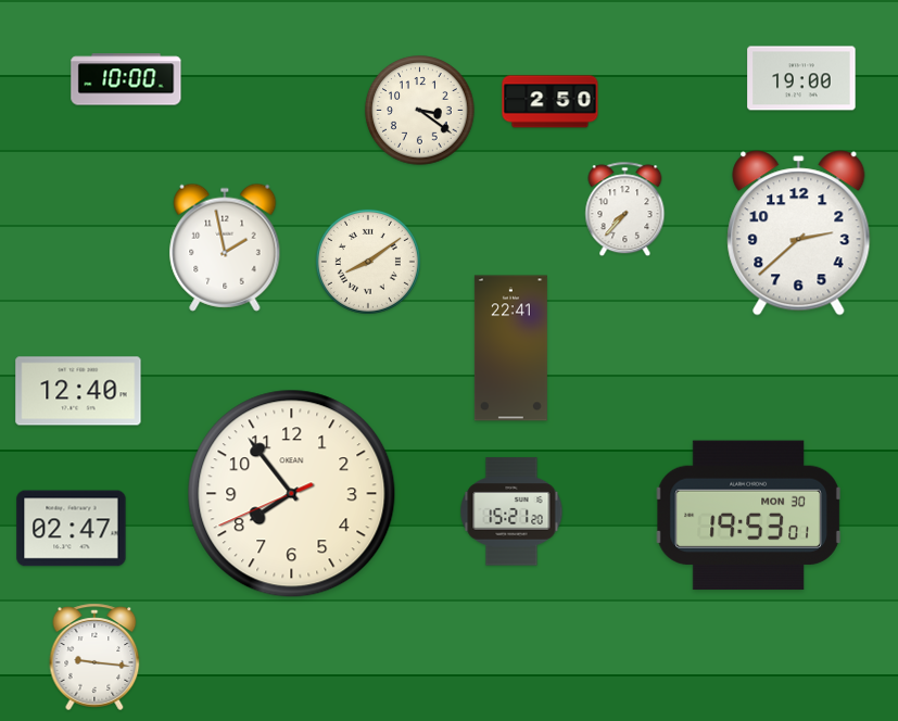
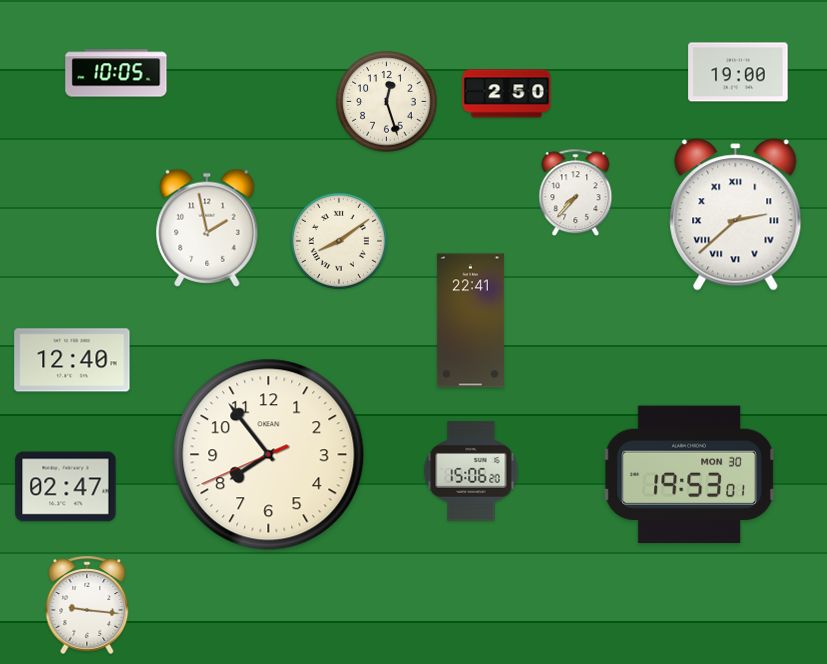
clock at (126, 79): 10:00 -> 10:05
clock at (420, 111): 3:21 -> 12:27
clock at (799, 233) numerals: Arabic -> Roman
clock at (511, 511): 15:21 -> 15:06
